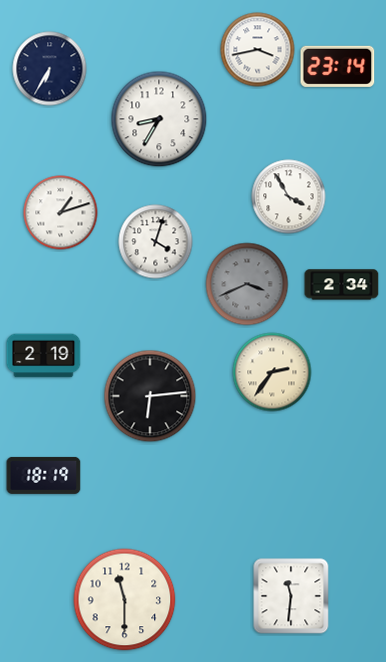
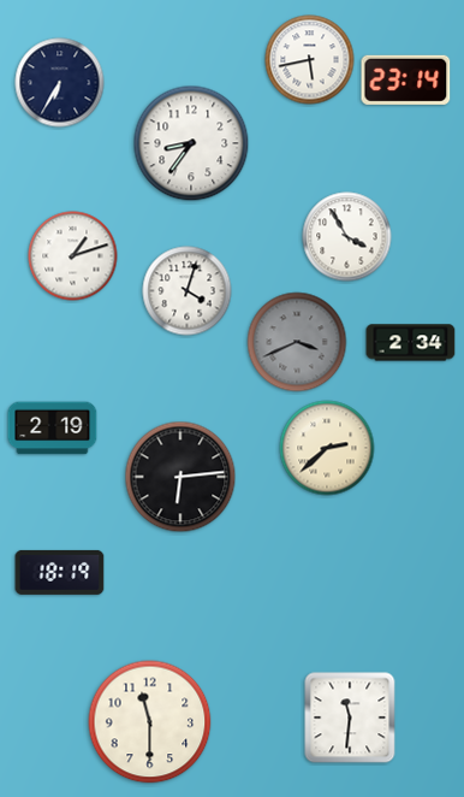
clock at (258, 50): 3:43 -> 5:43
clock at (159, 119): 8:35 -> 8:36
clock at (272, 372): 2:36 -> 2:38
clock at (44, 475) position: (44, 475) -> (60, 572)
